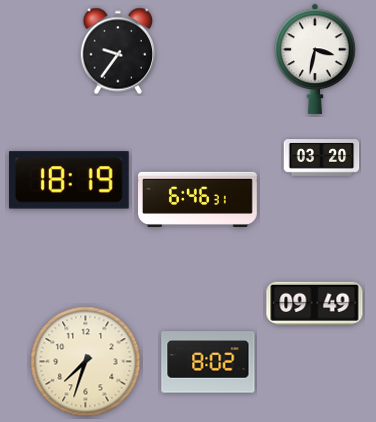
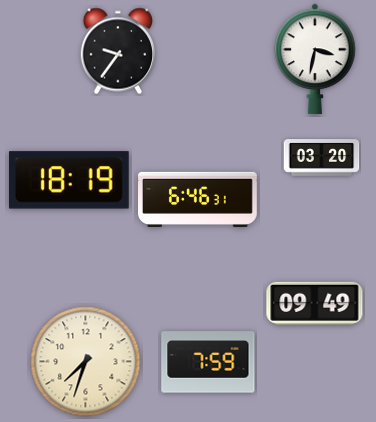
clock at (208, 362): 8:02 -> 7:59
